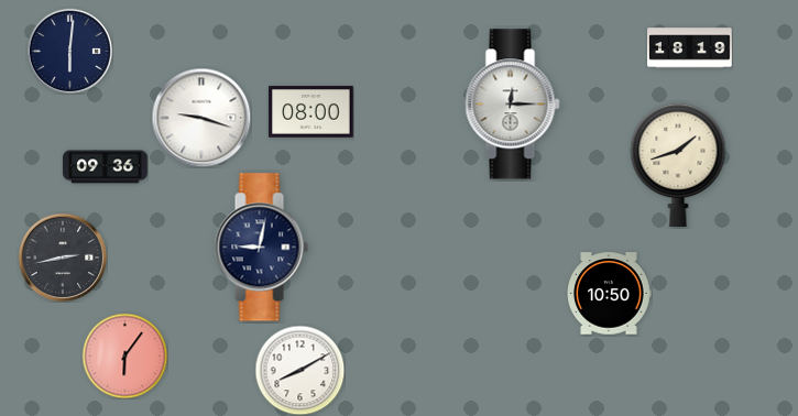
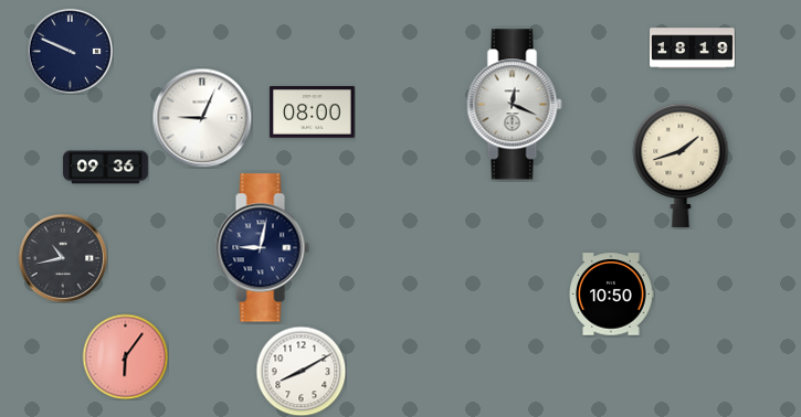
clock at (69, 51): 6:01 -> 9:49
clock at (513, 105): 12:15 -> 12:19
clock at (201, 118): 9:18 -> 9:04
clock at (63, 258): 2:43 -> 10:43
